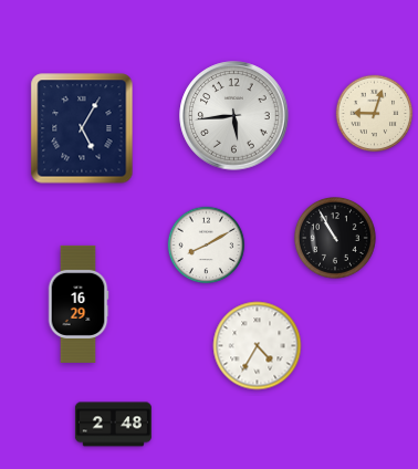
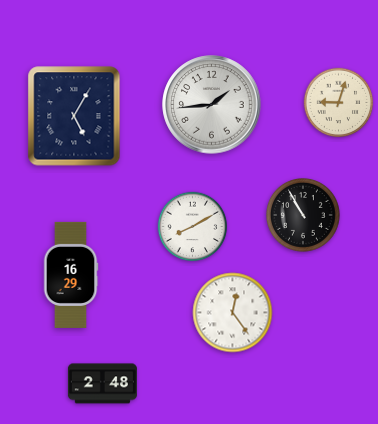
clock at (234, 116): 5:44 -> 1:44
clock at (207, 246) position: (207, 246) -> (193, 227)
clock at (258, 346): 4:35 -> 12:24
